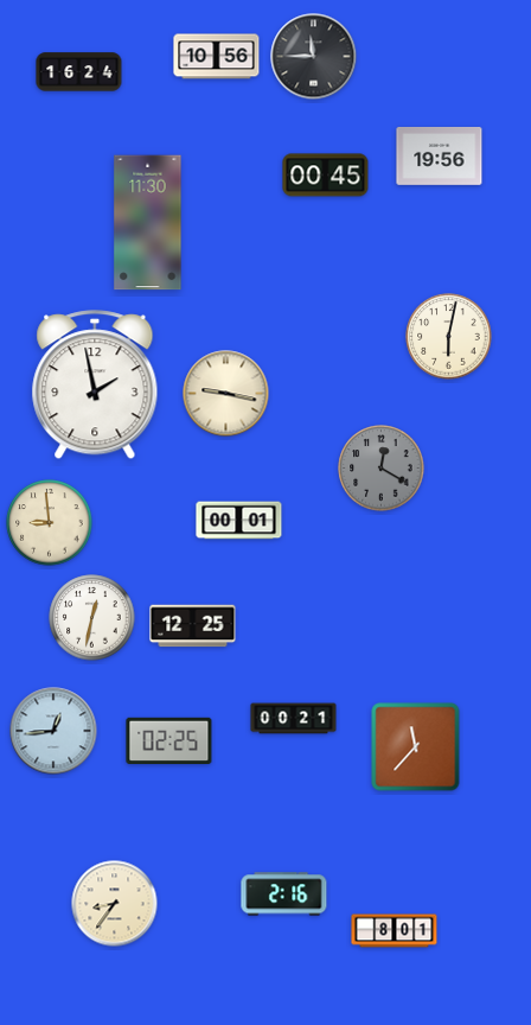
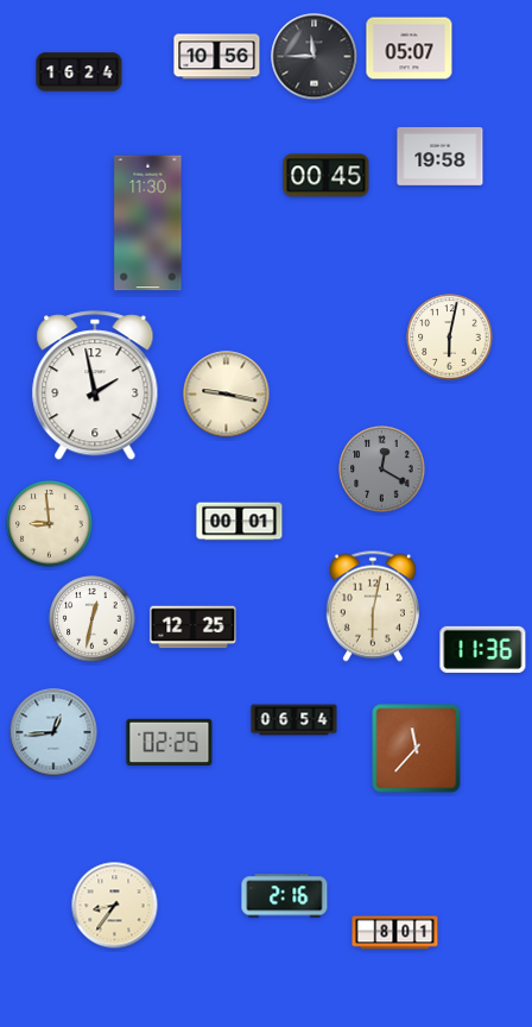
clock at (410, 49): none -> 05:07
clock at (440, 157): 19:56 -> 19:58
clock at (373, 606): none -> 6:02
clock at (483, 649): none -> 11:36
clock at (294, 719): 00:21 -> 06:54
